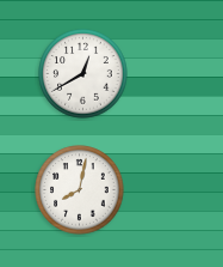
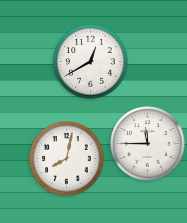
clock at (83, 74) position: (83, 74) -> (91, 62)
clock at (148, 144): none -> 11:45
